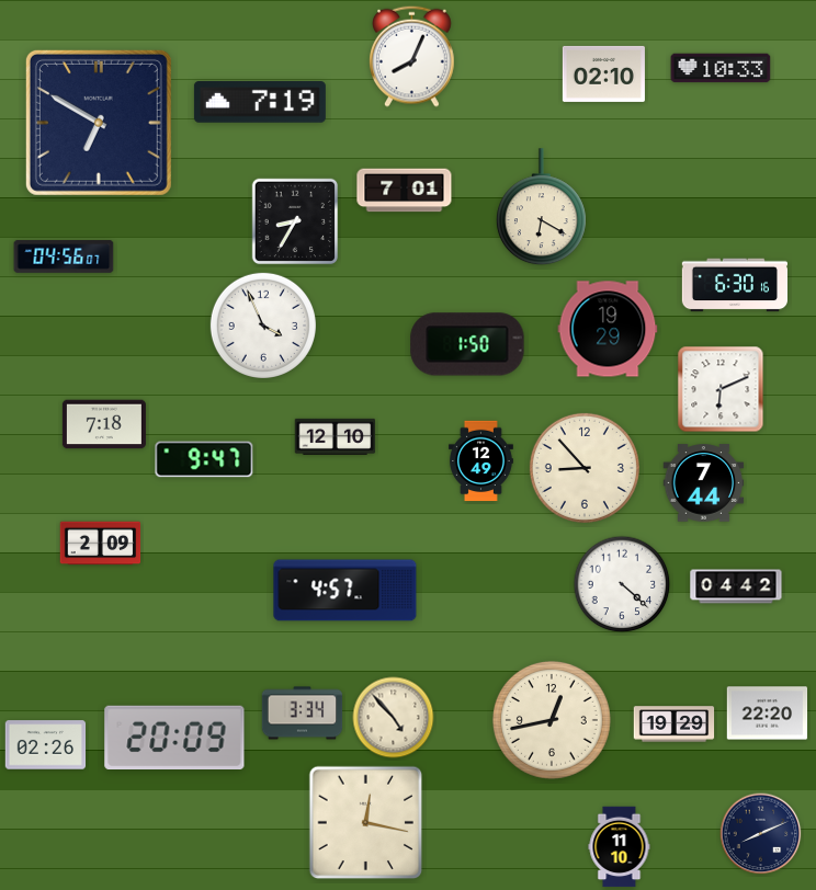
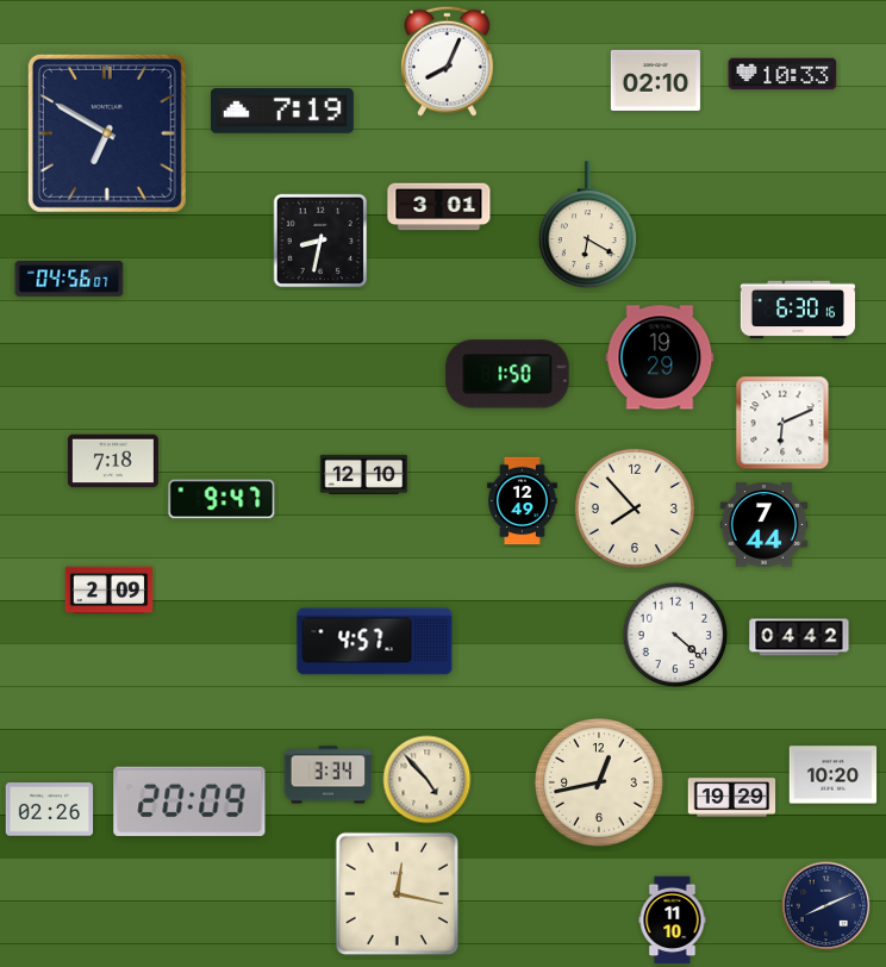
clock at (405, 191): 7:01 -> 3:01
clock at (295, 221): 8:35 -> 8:32
clock at (263, 326): 3:56 -> none
clock at (585, 468): 8:53 -> 7:53
clock at (768, 714): 22:20 -> 10:20
clock at (675, 724) position: (675, 724) -> (732, 798)
